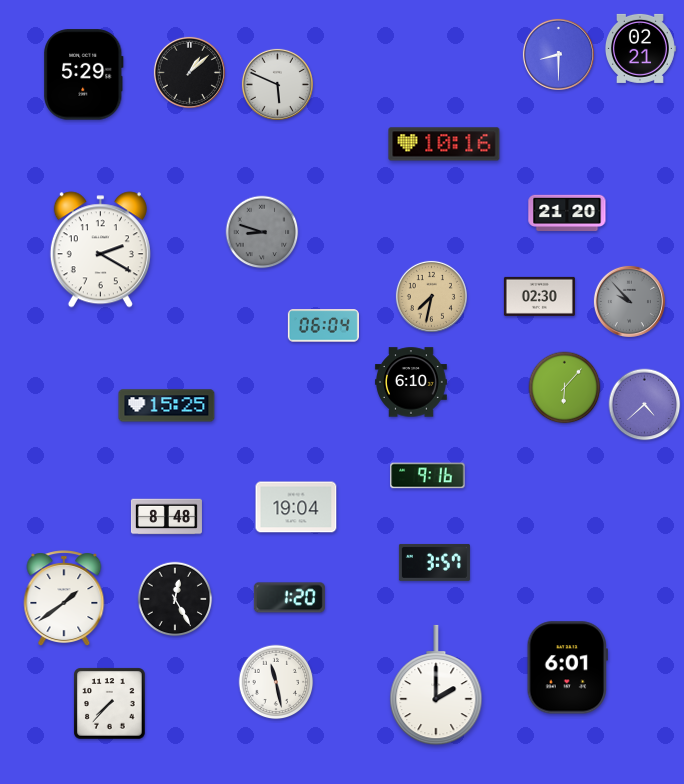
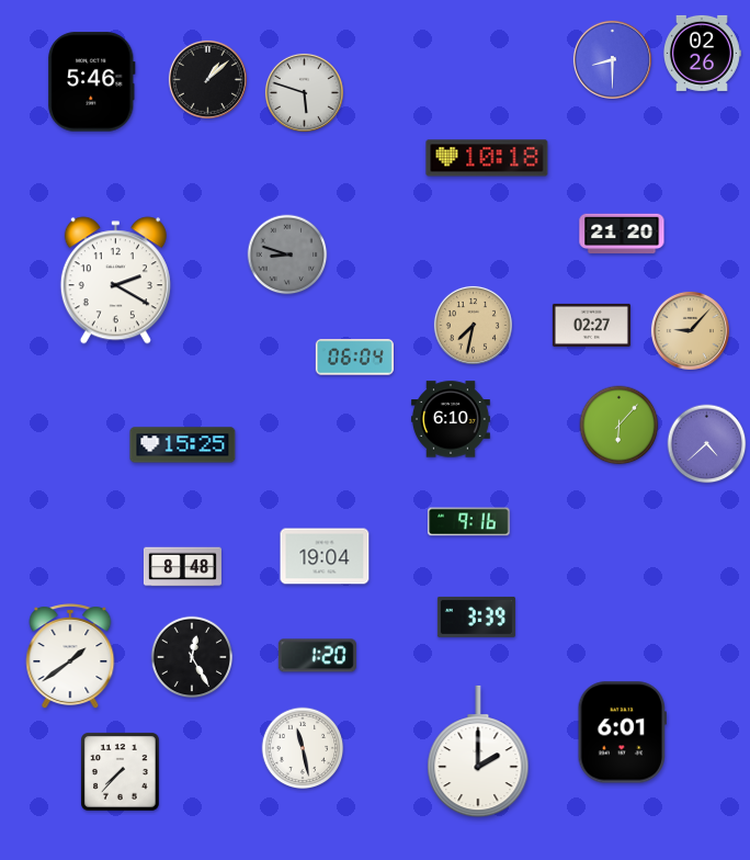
clock at (640, 48): 02:21 -> 02:26
clock at (84, 75): 5:29 -> 5:46
clock at (277, 84): 5:49 -> 5:48
clock at (444, 144): 10:16 -> 10:18
clock at (100, 250) position: (100, 250) -> (115, 281)
clock at (539, 296): 02:30 -> 02:27
clock at (629, 301): 9:53 -> 9:07
clock at (629, 301) dial: grey -> champagne
clock at (434, 562): 3:57 -> 3:39
